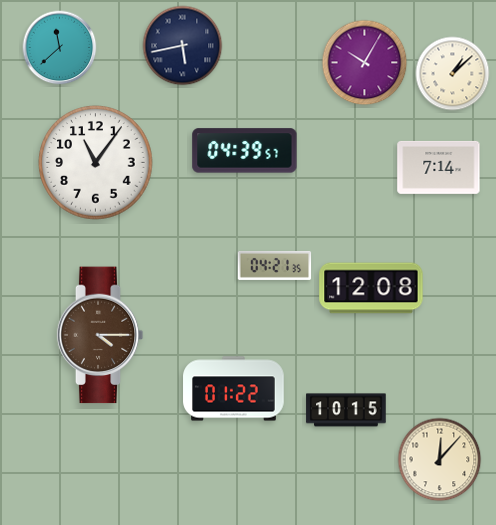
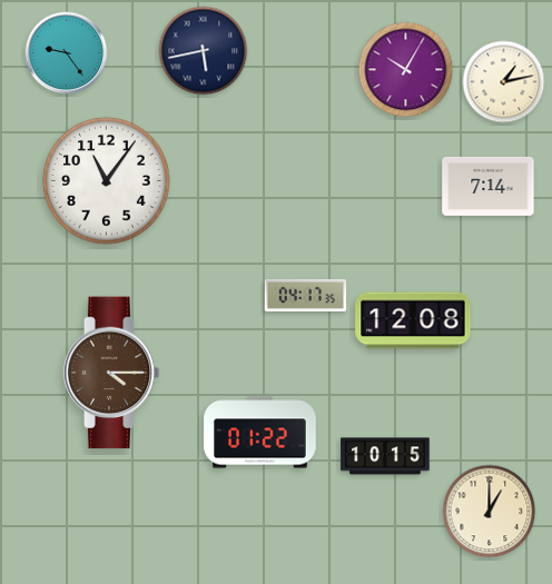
clock at (60, 48): 11:38 -> 9:24
clock at (453, 74): 1:08 -> 1:13
clock at (245, 151): 04:39 -> none
clock at (275, 265): 04:21 -> 04:17
clock at (440, 460): 12:07 -> 1:00
